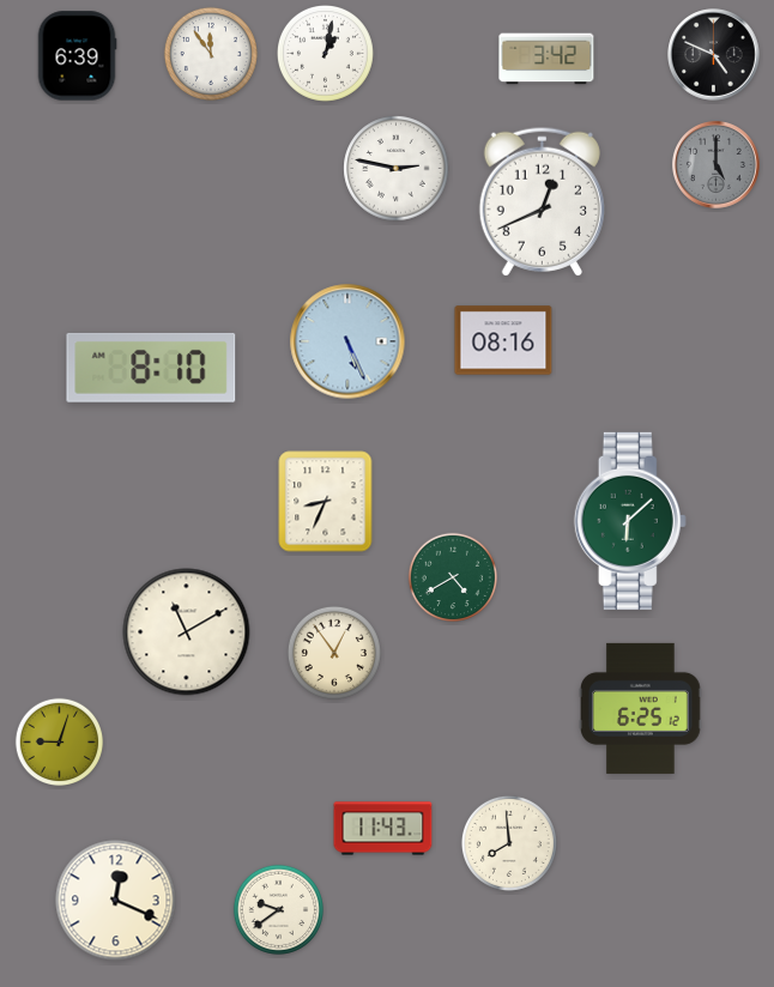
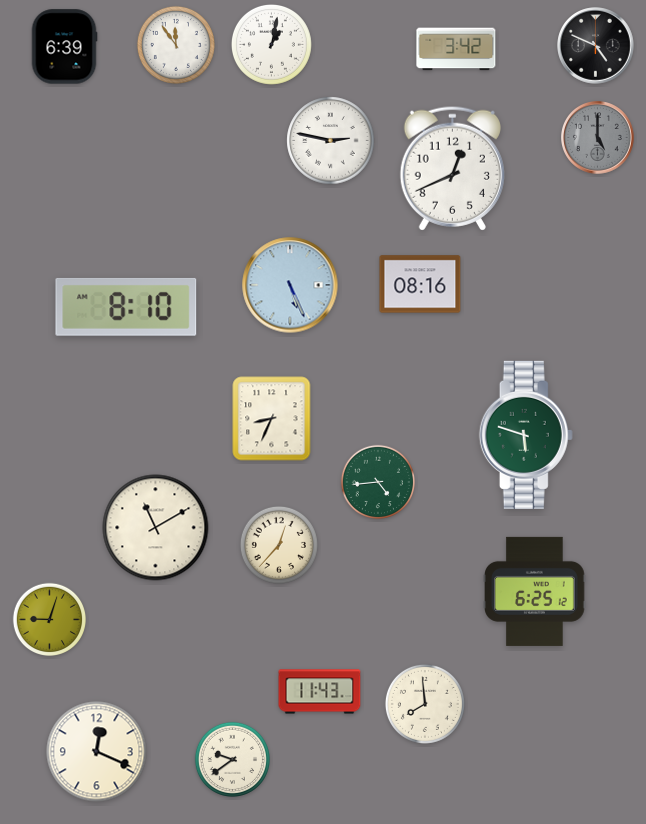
clock at (630, 521): 6:08 -> 5:48
clock at (452, 576): 4:40 -> 4:44
clock at (334, 653): 12:54 -> 12:37
